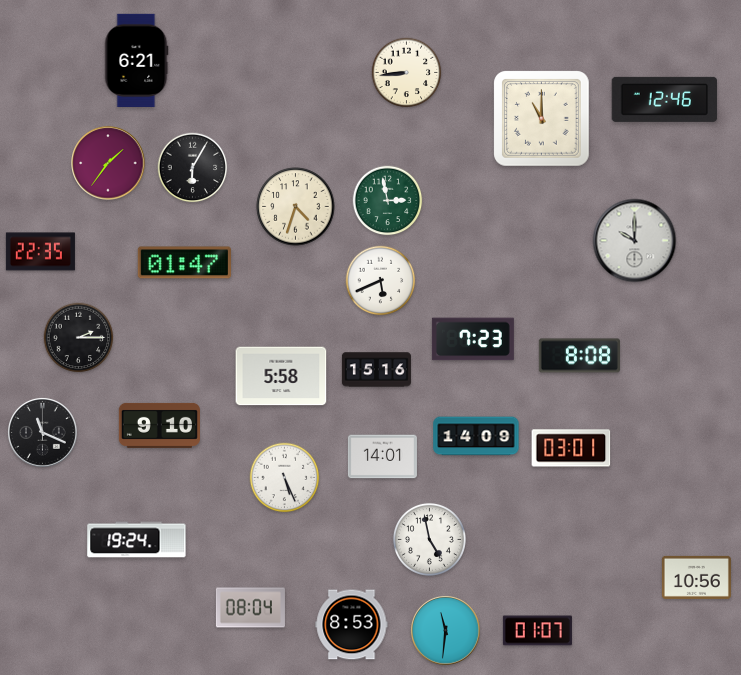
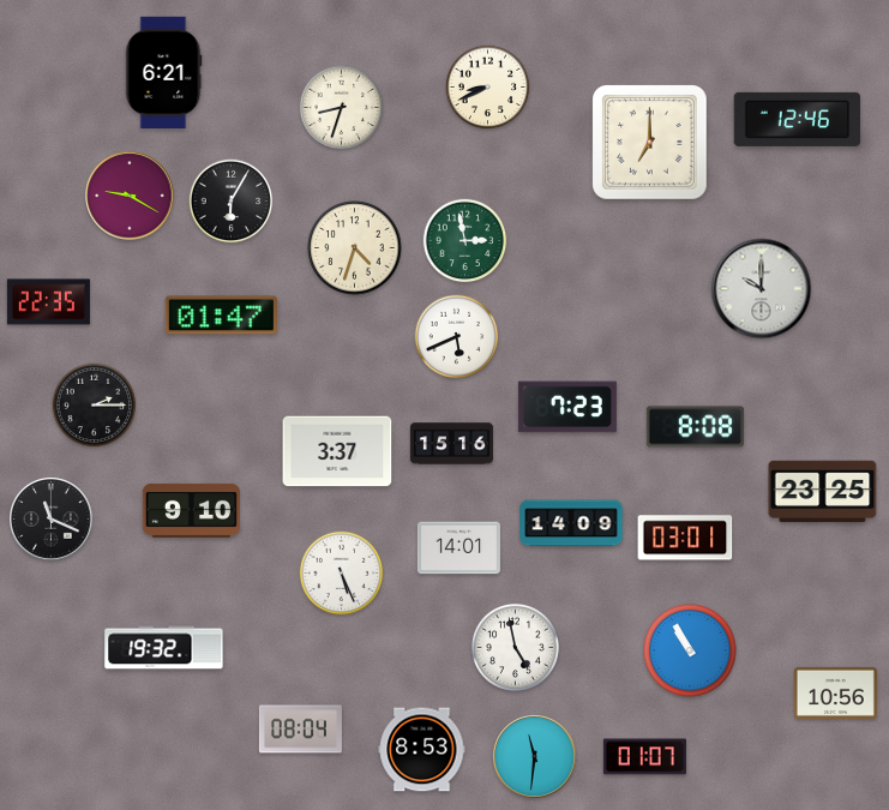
clock at (407, 73): 8:44 -> 8:41
clock at (342, 108): none -> 8:33
clock at (542, 119): 11:00 -> 7:00
clock at (108, 163): 1:36 -> 9:20
clock at (281, 376): 5:58 -> 3:37
clock at (823, 492): none -> 23:25
clock at (137, 540): 19:24 -> 19:32
clock at (690, 650): none -> 10:55
